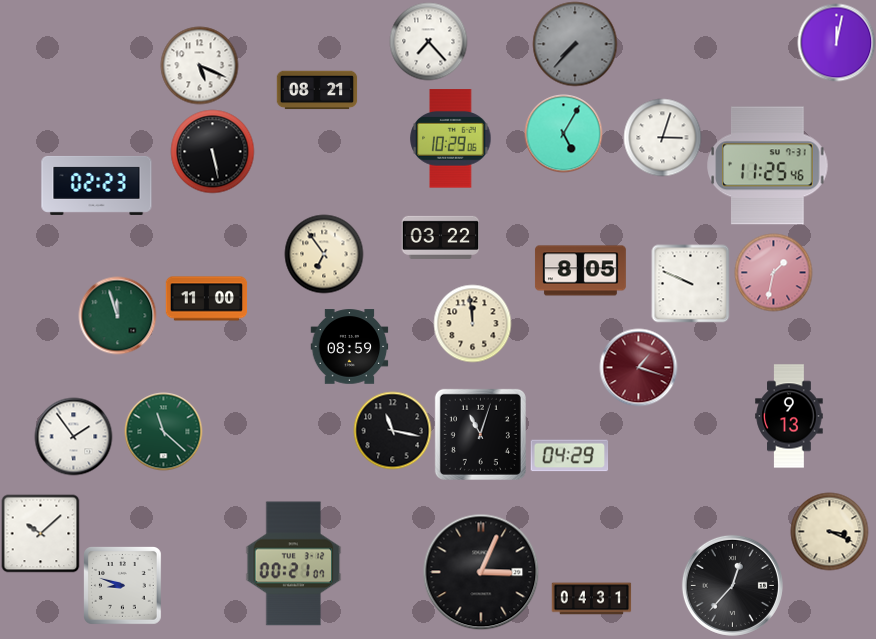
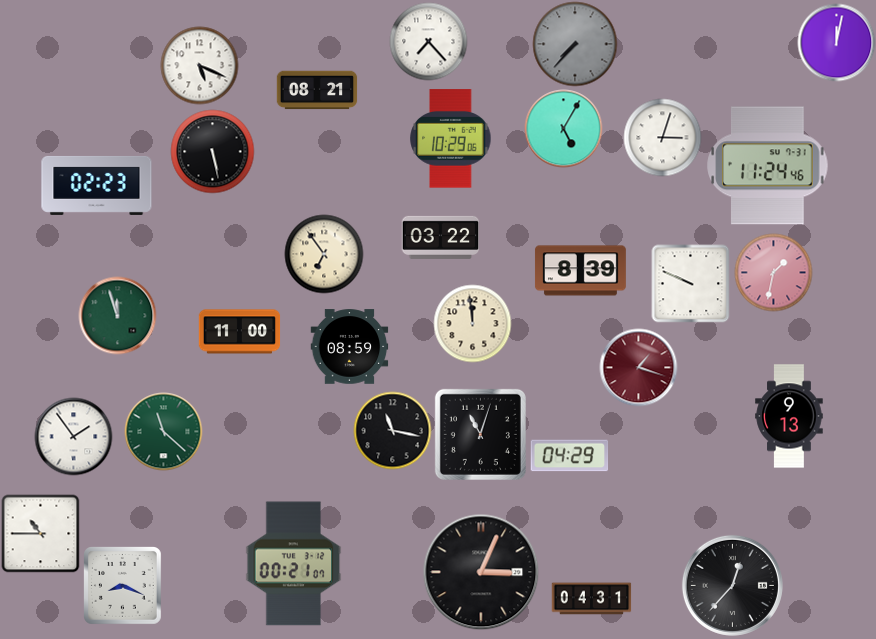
clock at (563, 133) position: (563, 133) -> (563, 128)
clock at (768, 166): 11:25 -> 11:24
clock at (580, 271): 8:05 -> 8:39
clock at (206, 299) position: (206, 299) -> (239, 332)
clock at (829, 531): 3:19 -> none
clock at (40, 533): 10:08 -> 10:45
clock at (123, 586): 8:48 -> 8:19
